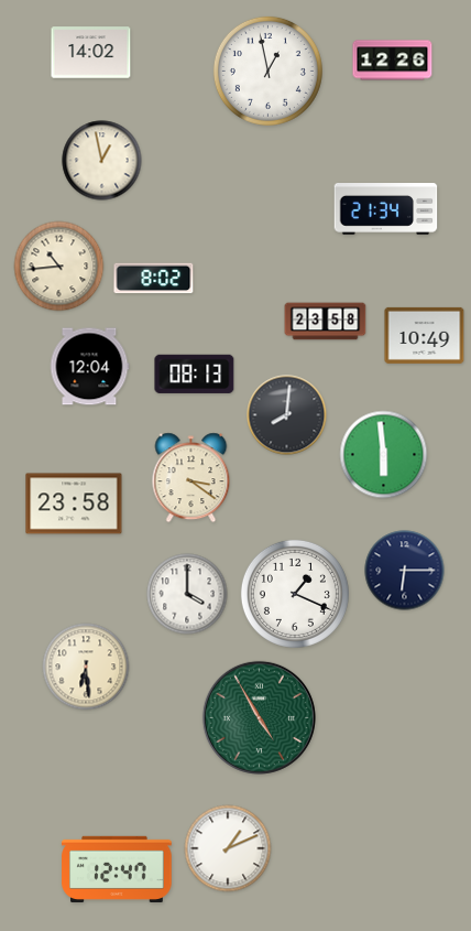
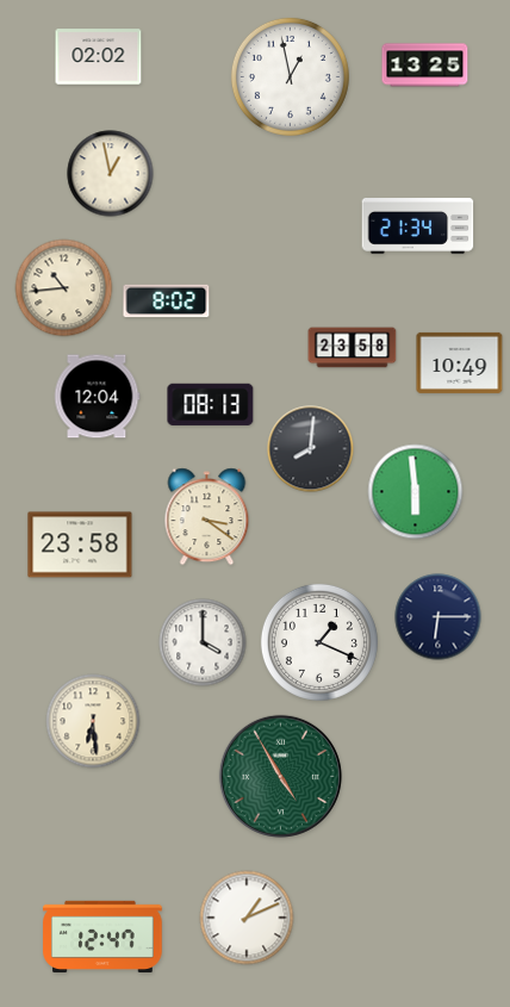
clock at (91, 53): 14:02 -> 02:02
clock at (393, 61): 12:26 -> 13:25
clock at (117, 869) position: (117, 869) -> (102, 937)
